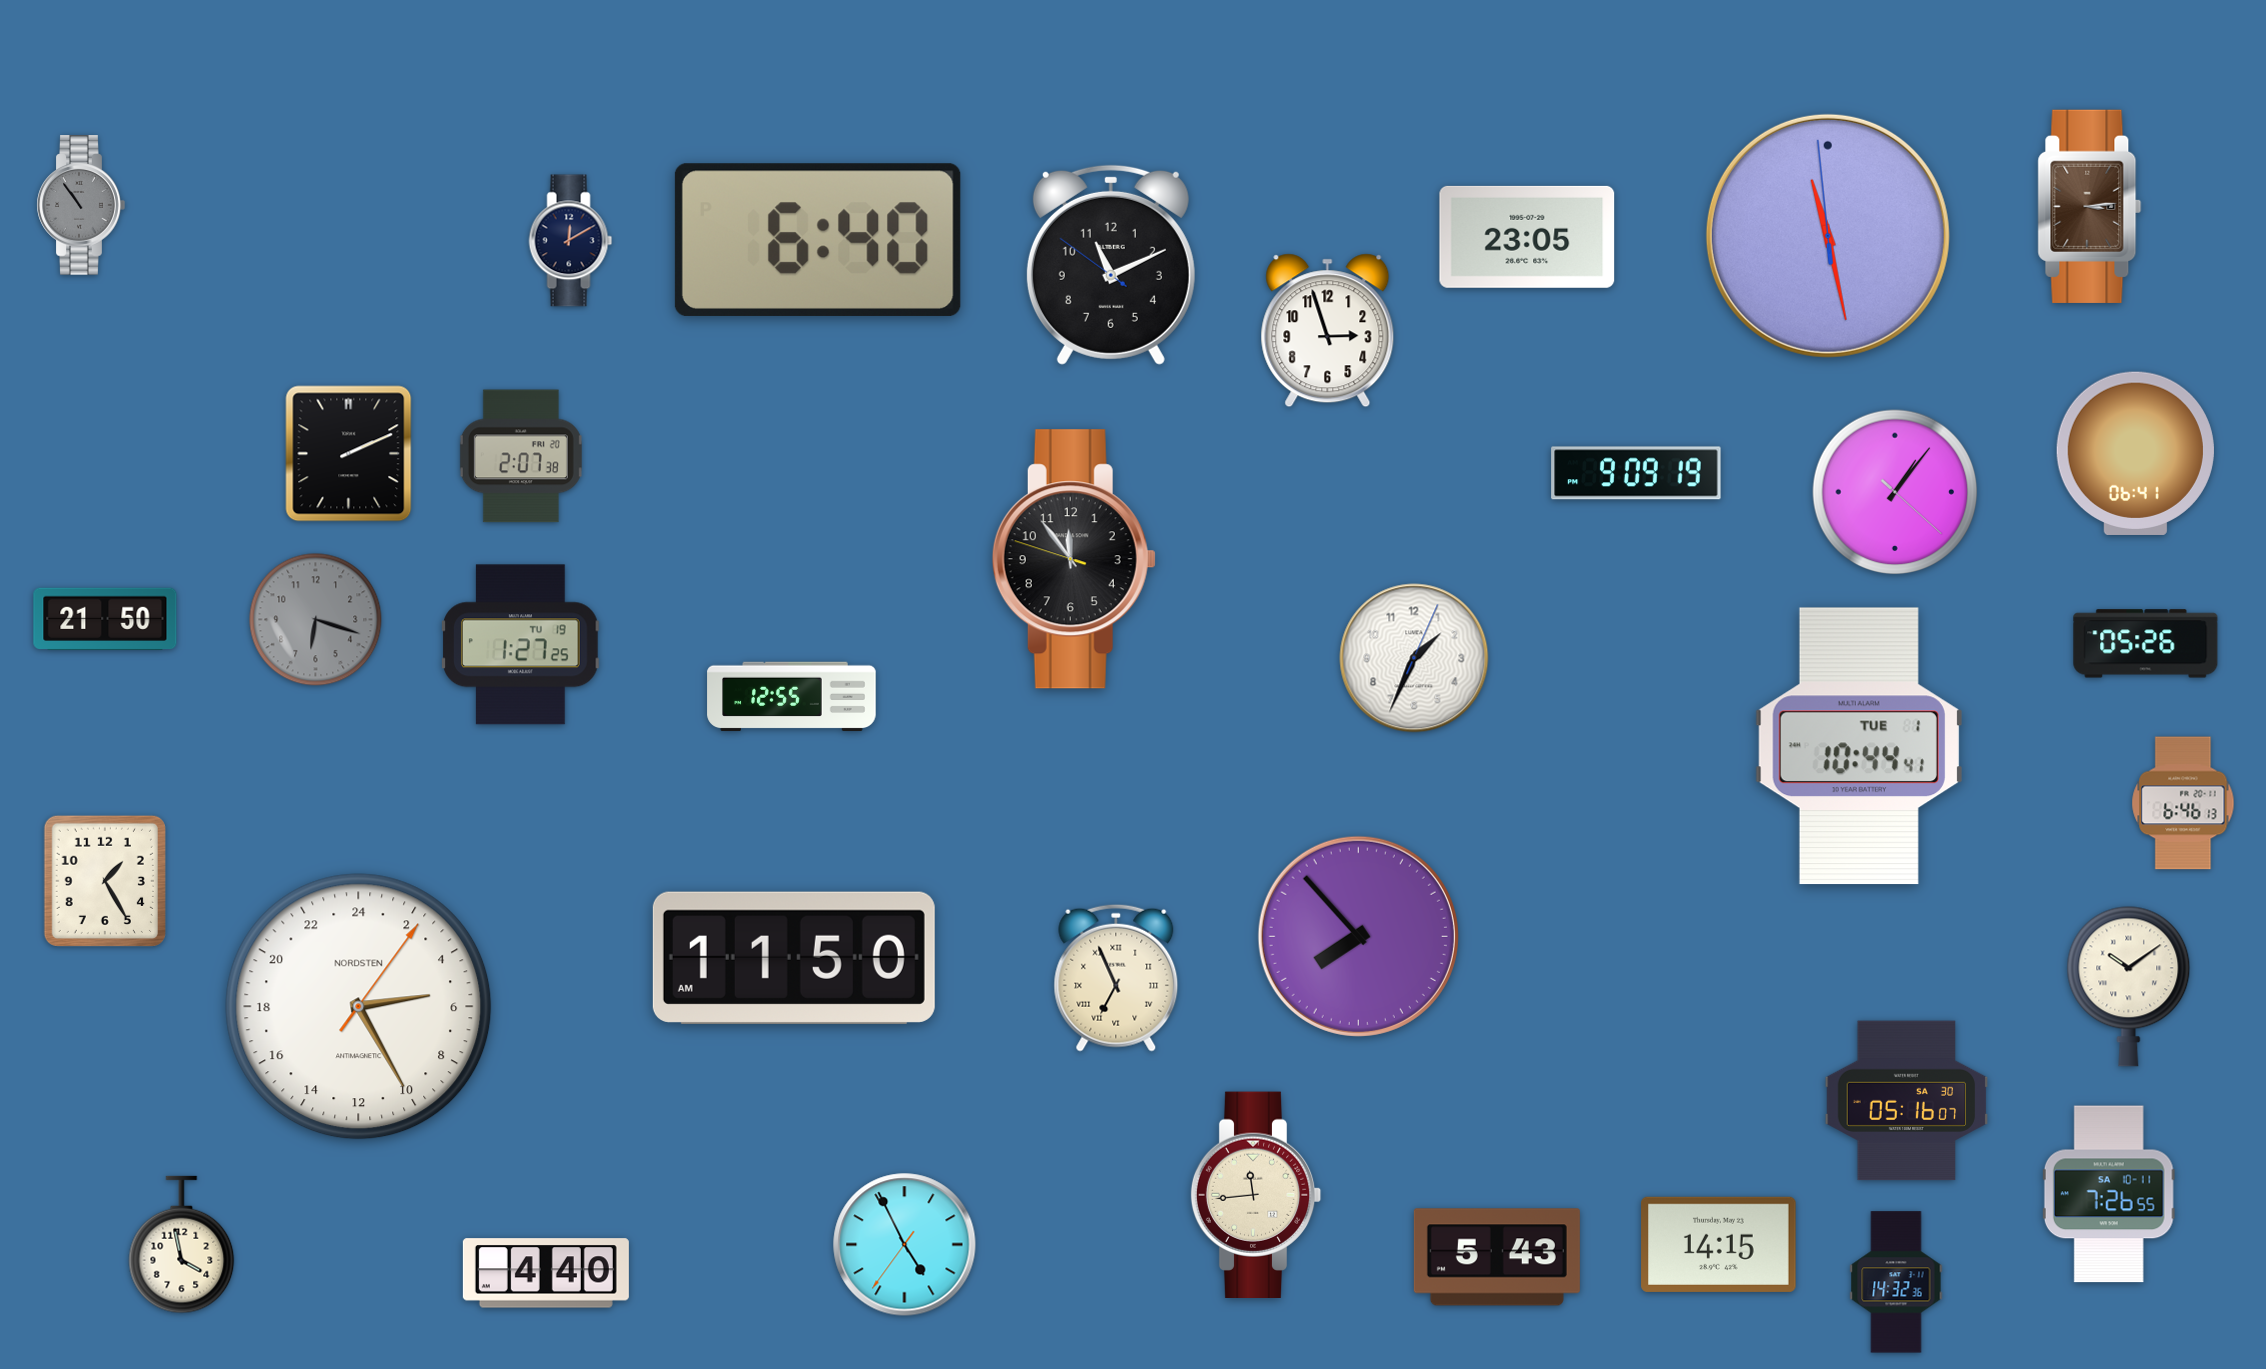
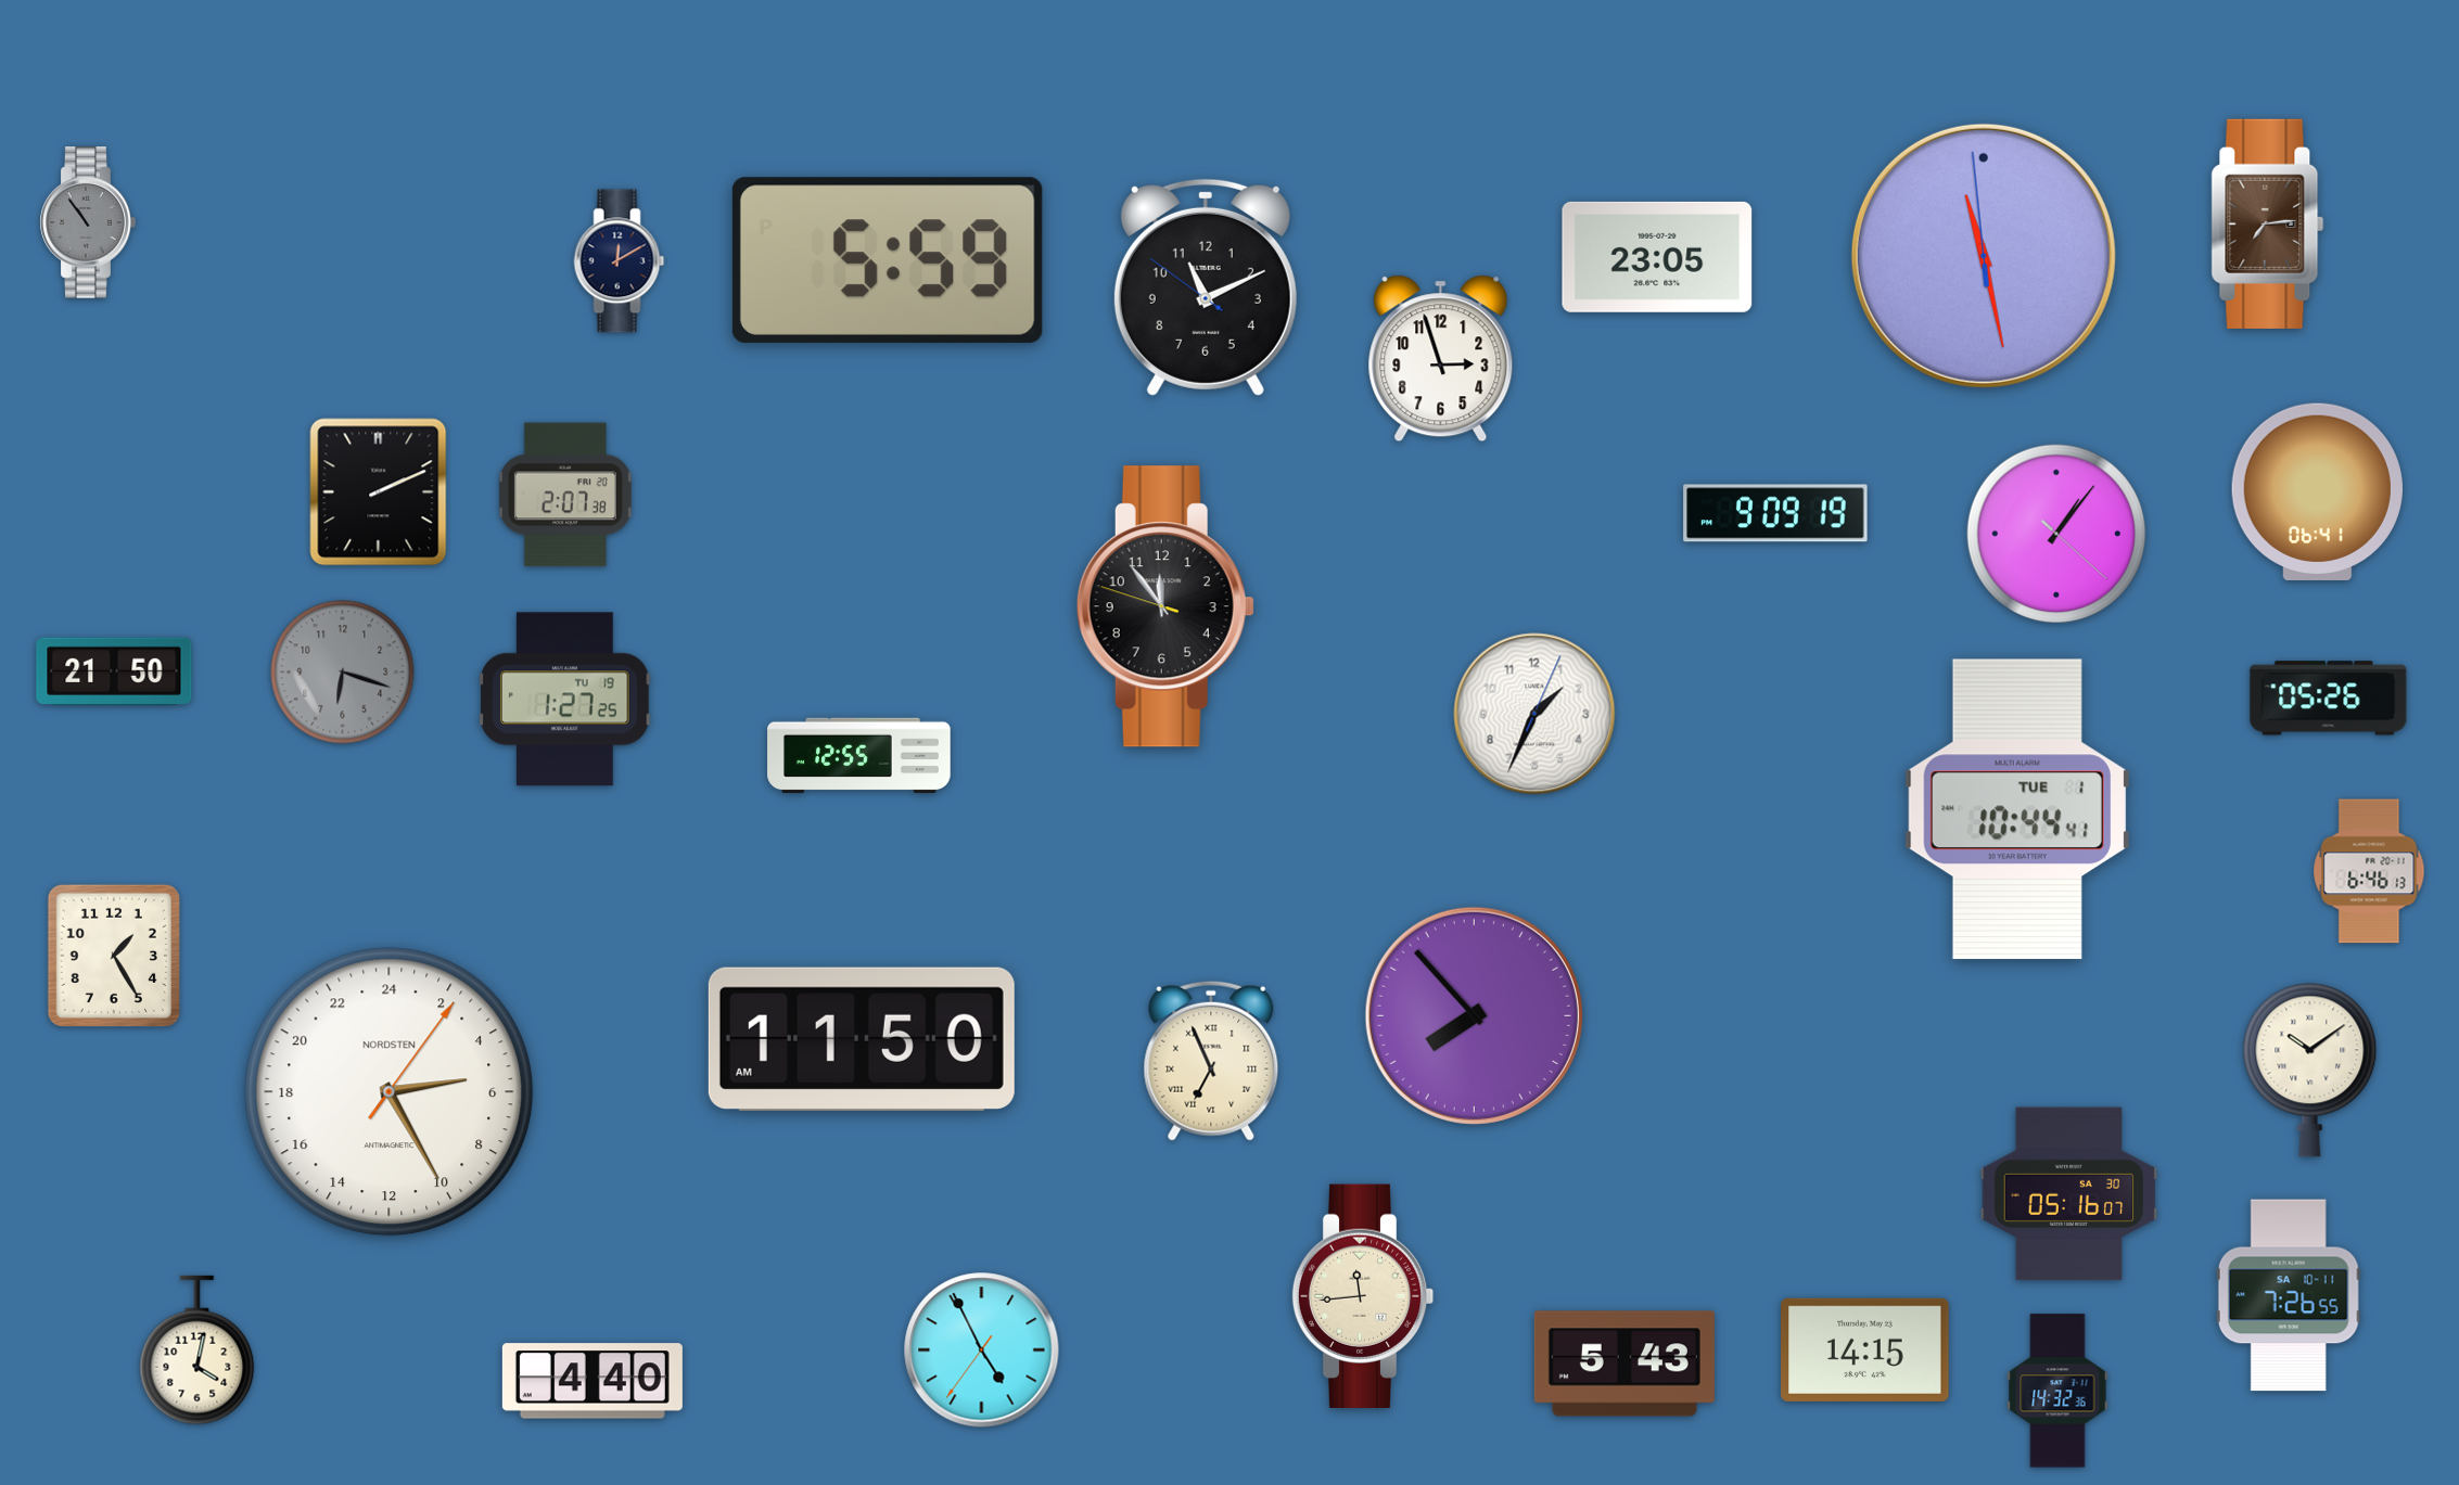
clock at (2090, 206): 3:14 -> 7:14
clock at (818, 240): 6:40 -> 5:59
clock at (182, 1245): 3:58 -> 4:02
